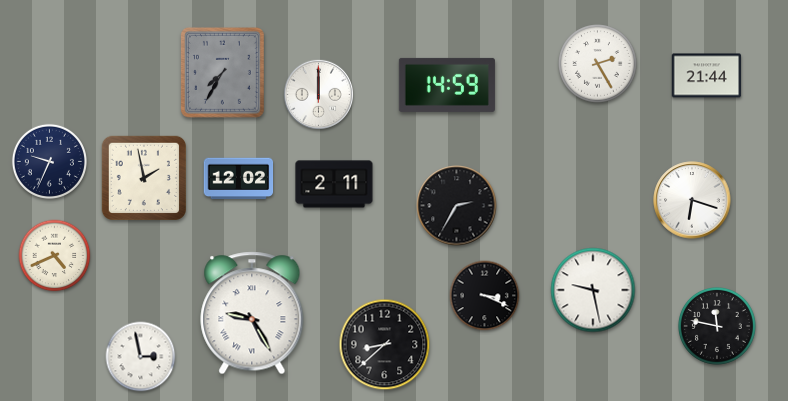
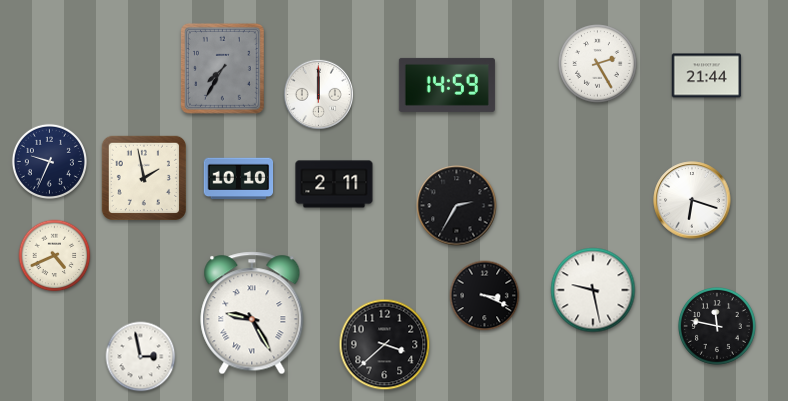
clock at (222, 72) position: (222, 72) -> (222, 68)
clock at (239, 179): 12:02 -> 10:10
clock at (385, 345): 8:38 -> 3:38
